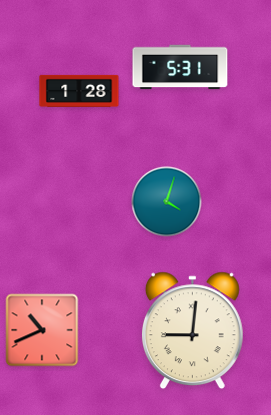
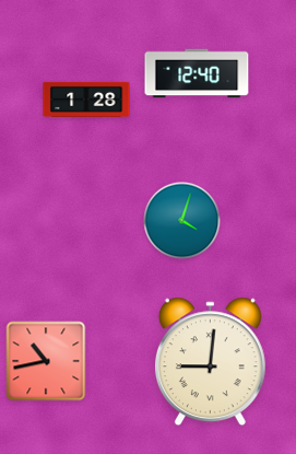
clock at (180, 67): 5:31 -> 12:40
clock at (42, 330): 10:41 -> 10:43
